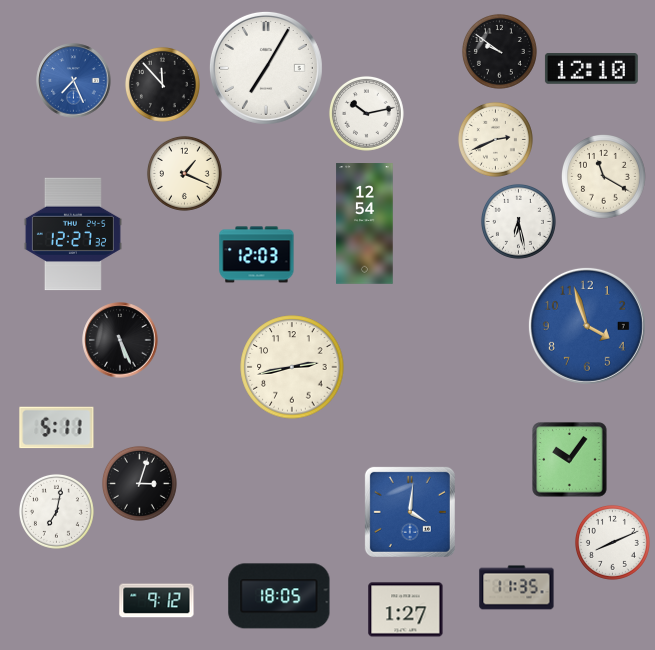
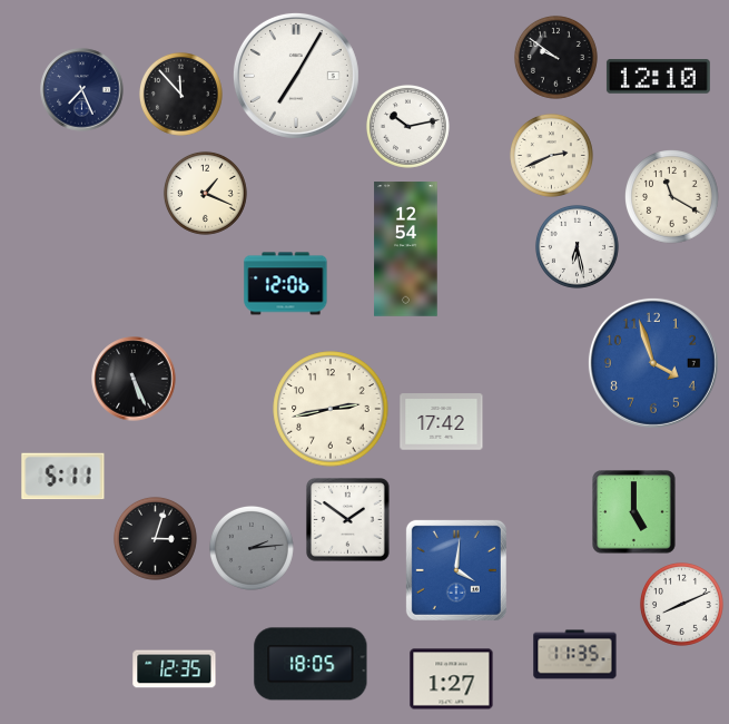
clock at (74, 81) dial: blue -> navy
clock at (73, 234): 12:27 -> none
clock at (257, 255): 12:03 -> 12:06
clock at (292, 367) position: (292, 367) -> (331, 409)
clock at (442, 422): none -> 17:42
clock at (570, 460): 10:06 -> 5:00
clock at (348, 520): none -> 1:51
clock at (252, 548): none -> 2:14
clock at (56, 511): 7:02 -> none
clock at (157, 601): 9:12 -> 12:35
